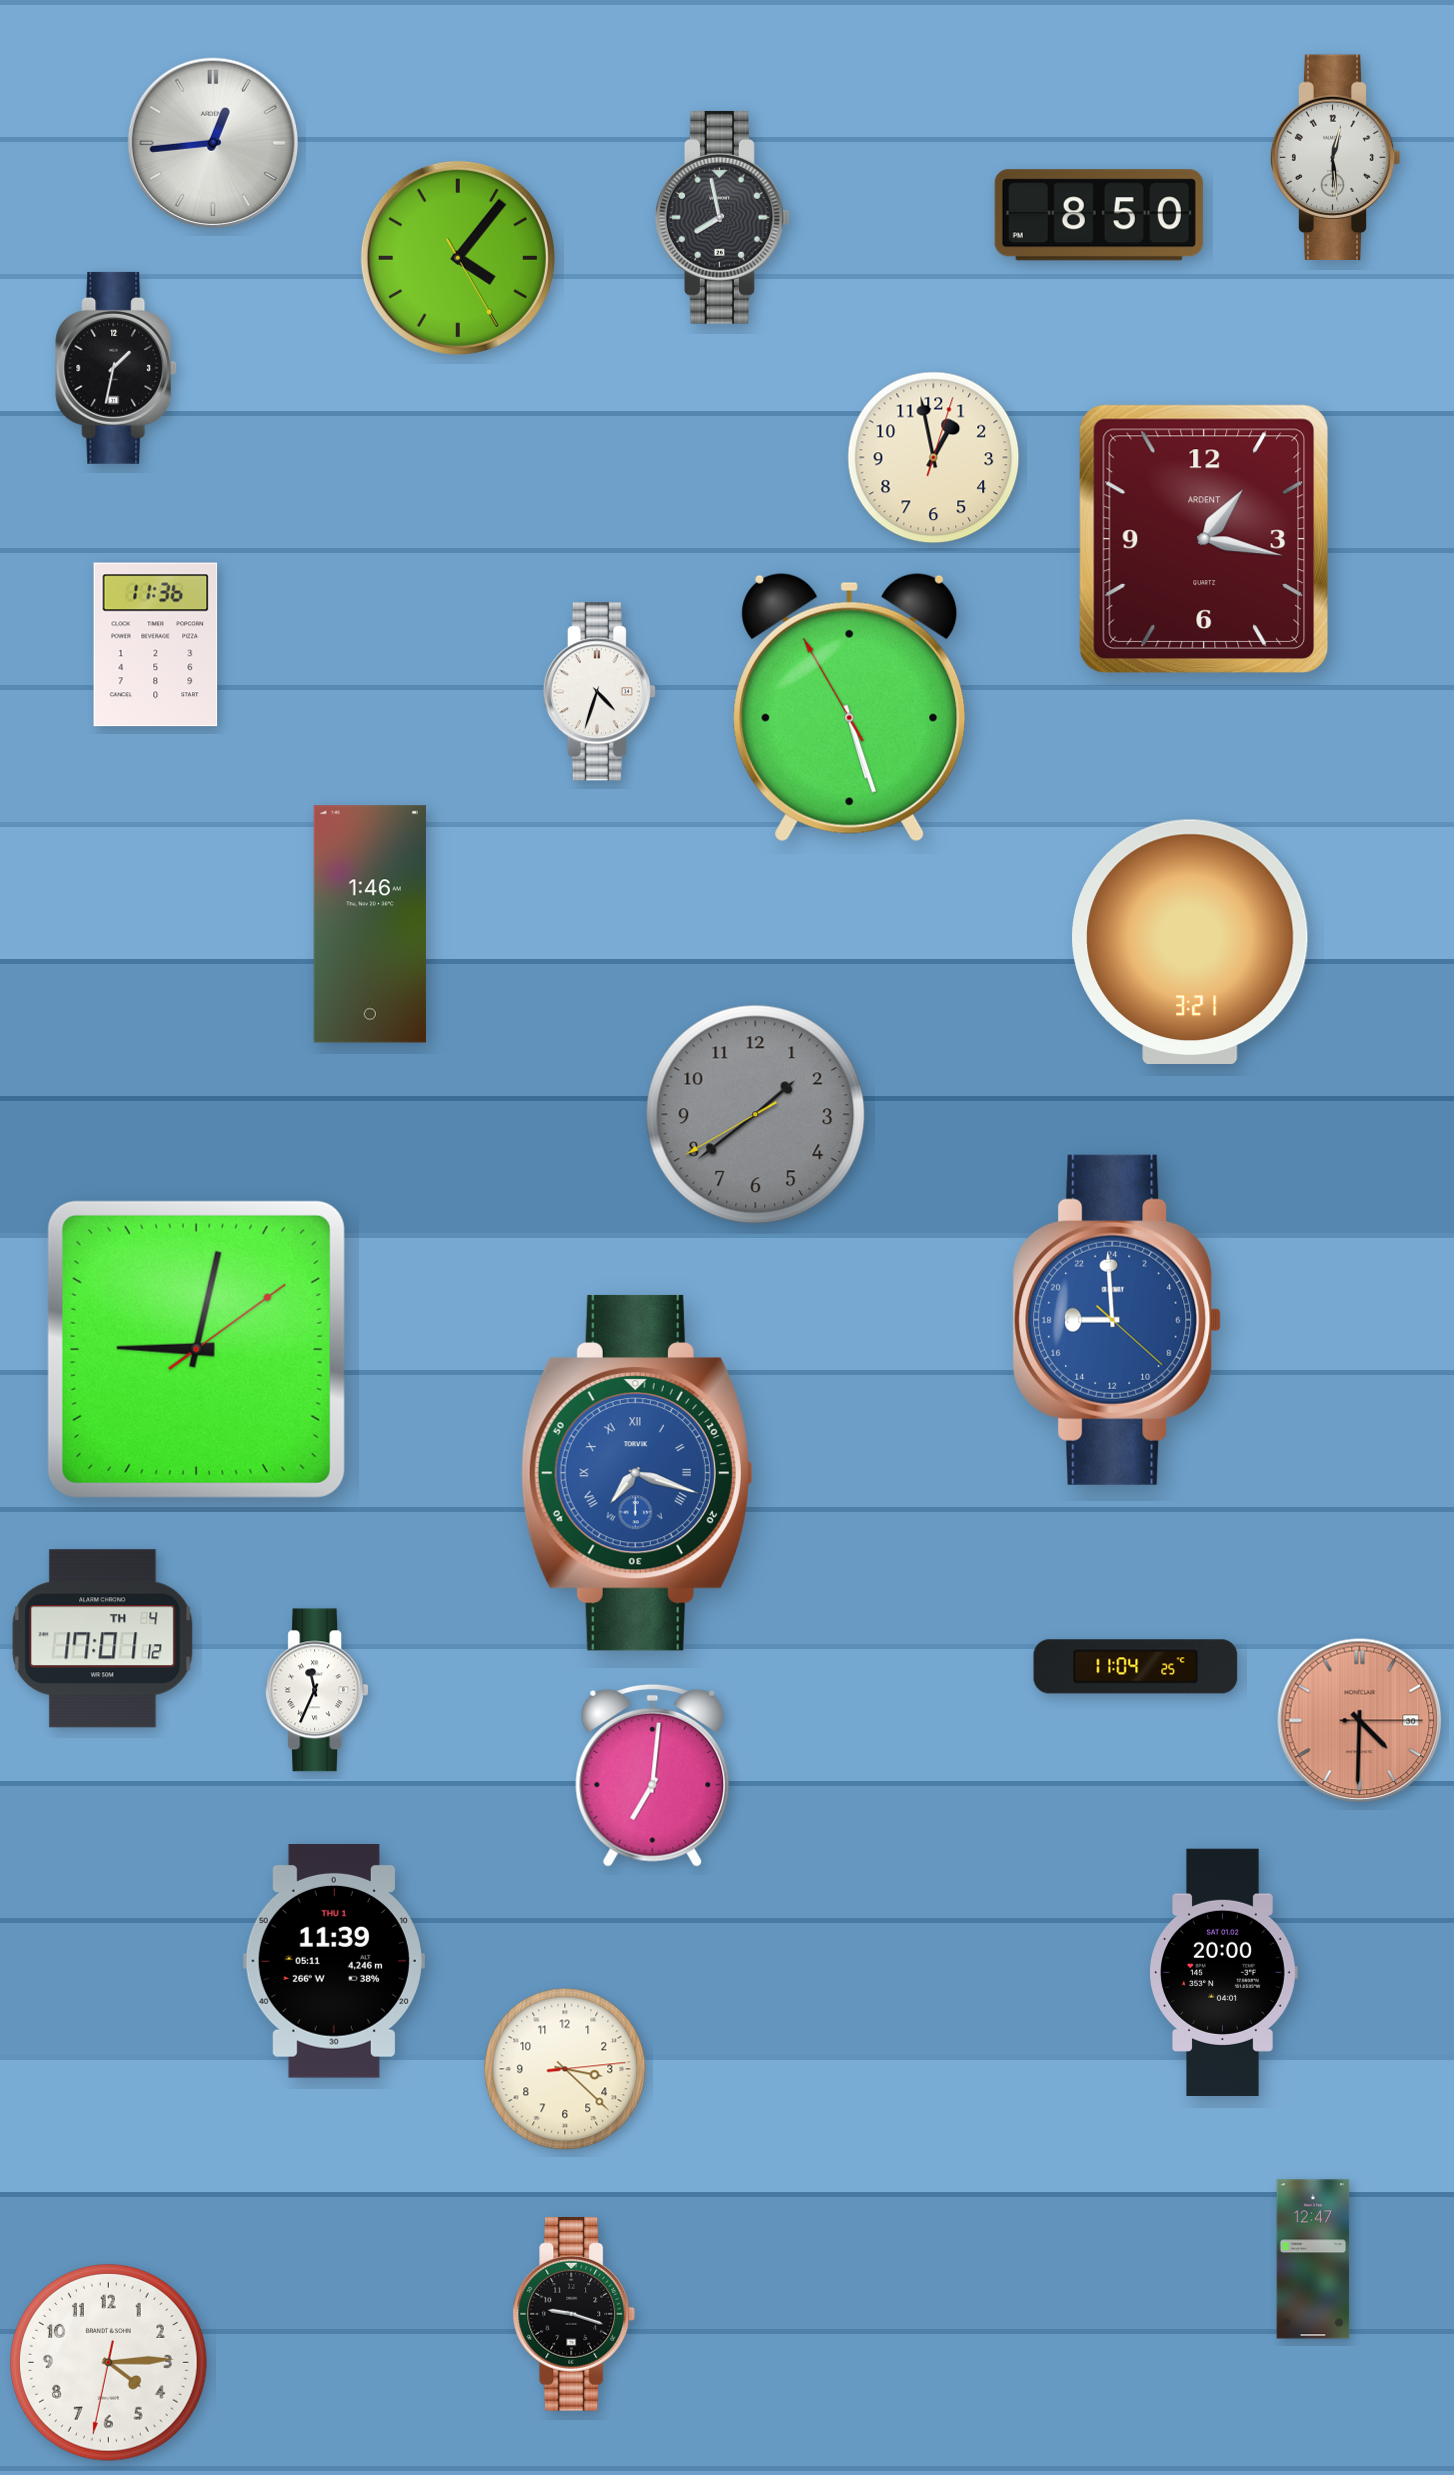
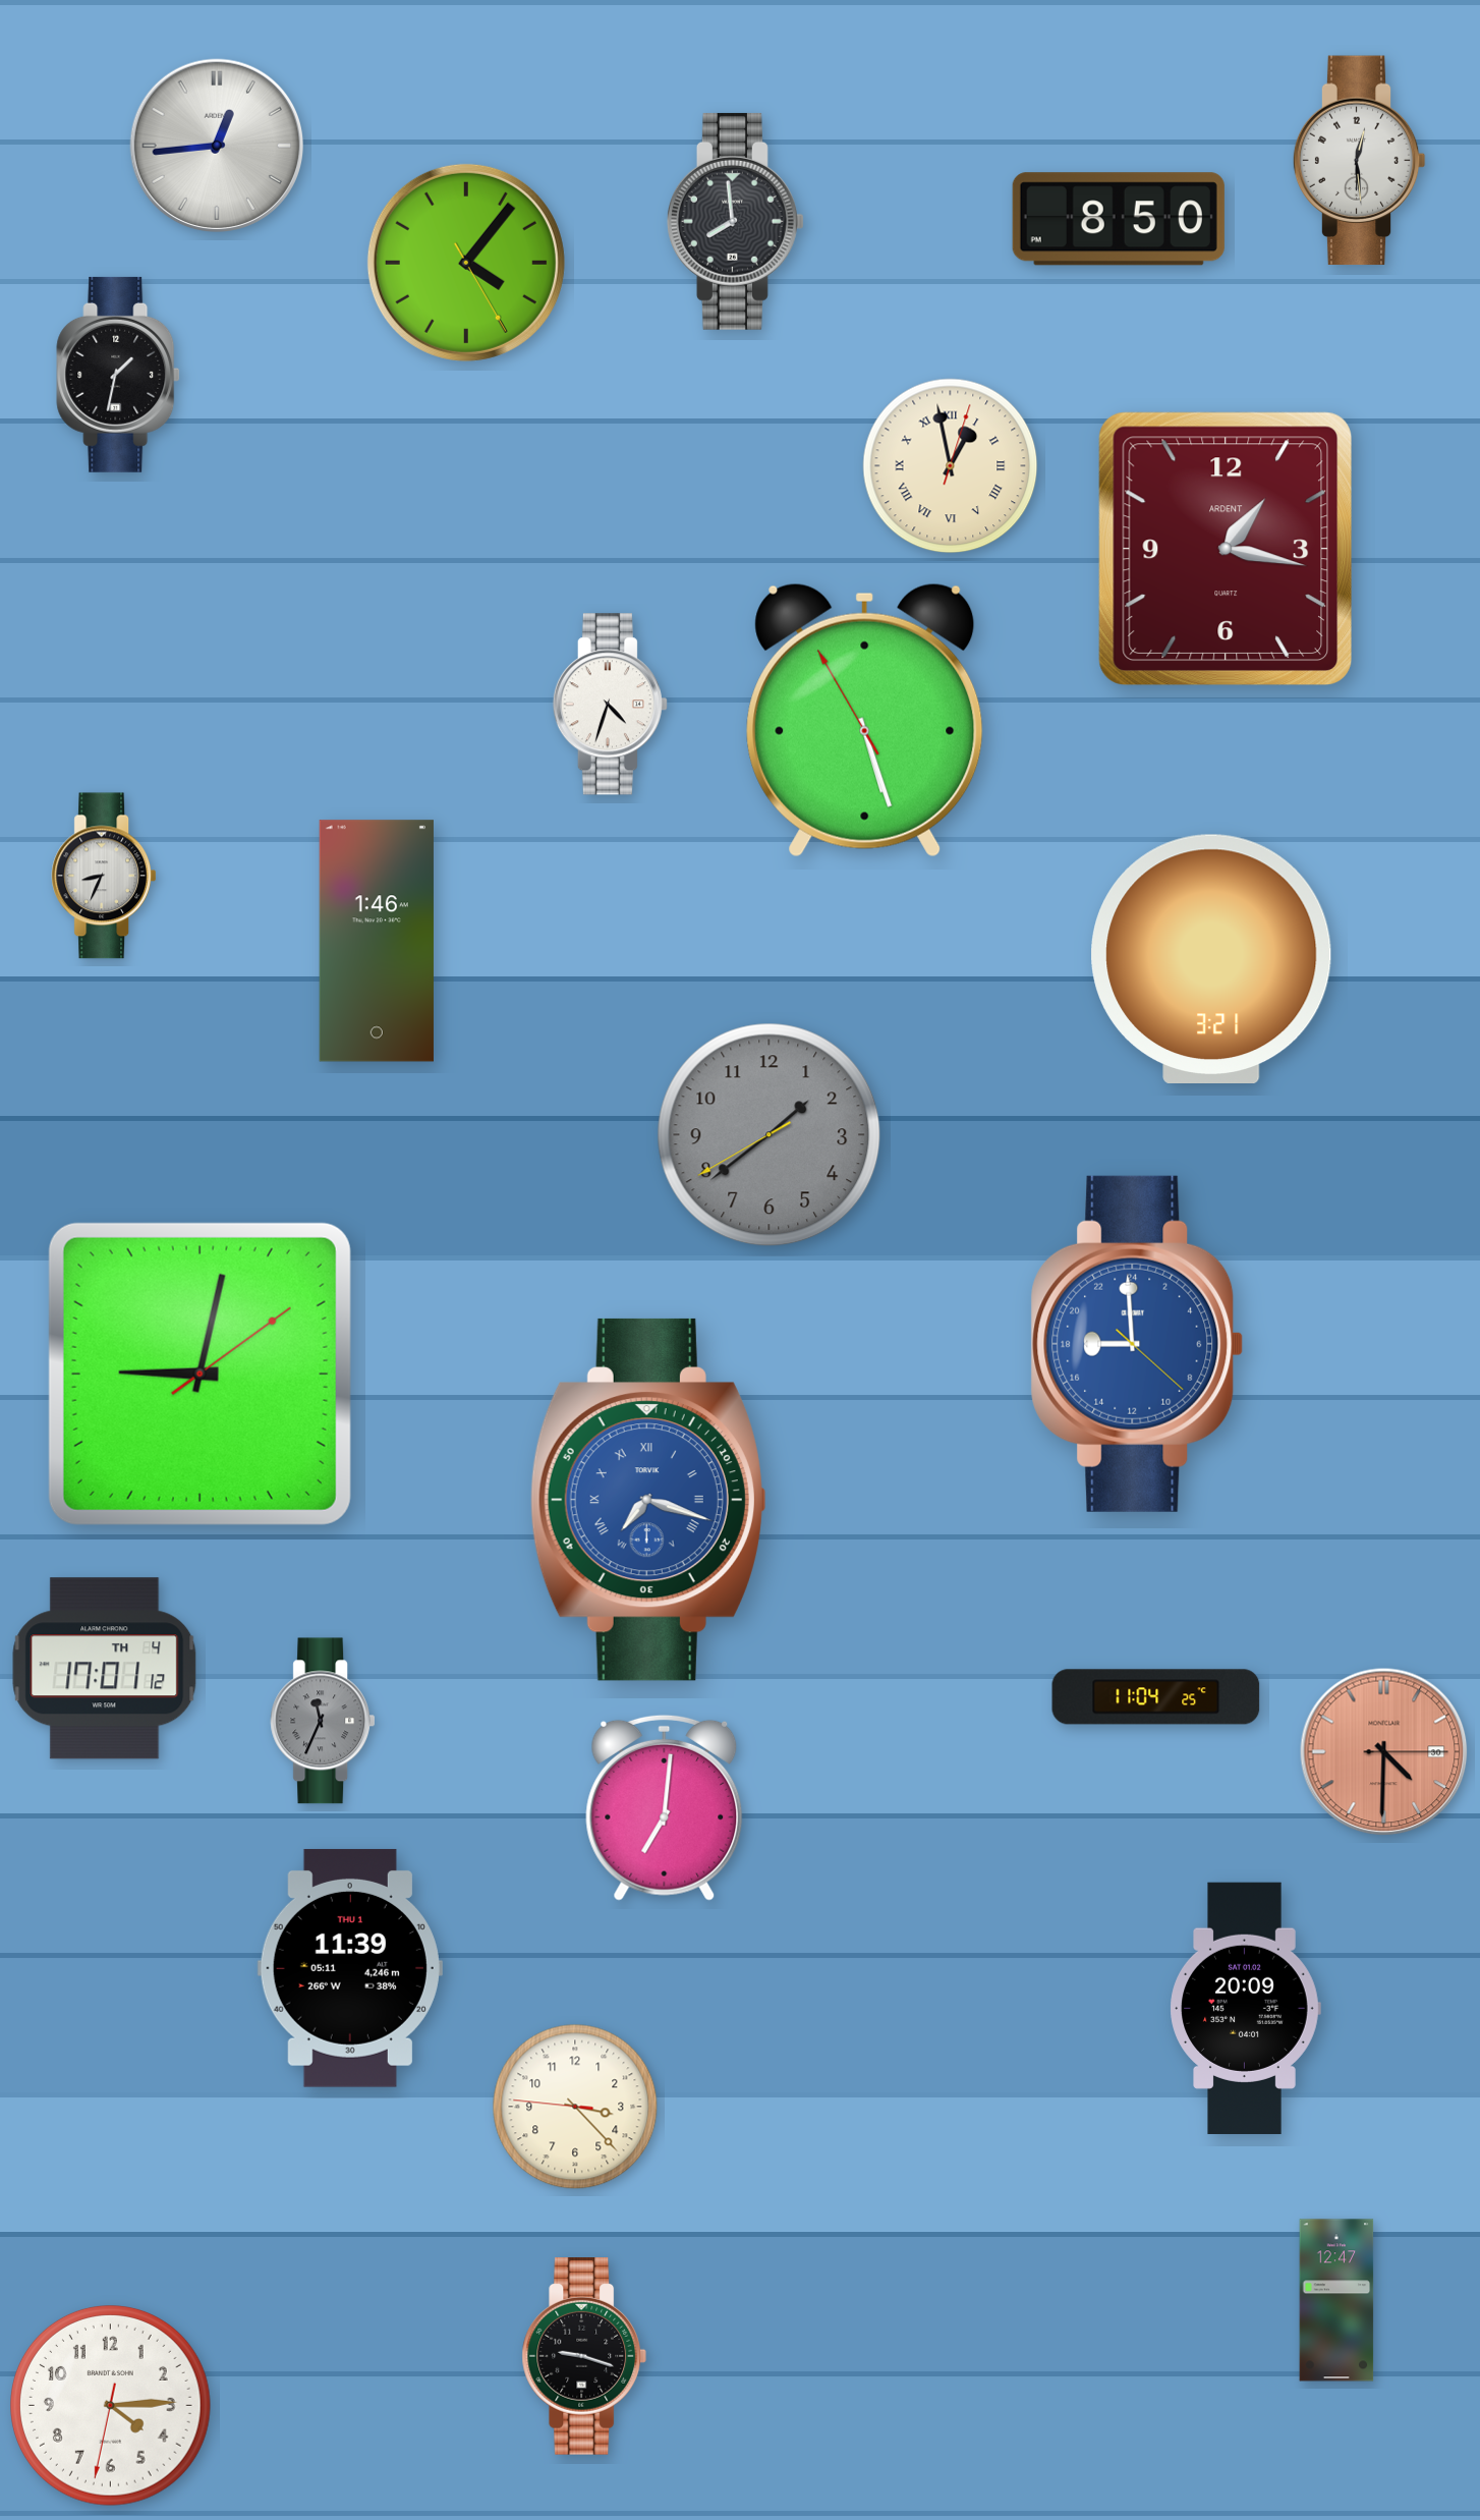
clock at (722, 217): 7:58 -> 7:59
clock at (934, 458) numerals: Arabic -> Roman
clock at (156, 645): 11:36 -> none
clock at (104, 876): none -> 8:34
clock at (317, 1690) dial: white -> grey
clock at (334, 1961) position: (334, 1961) -> (350, 1968)
clock at (1223, 1972): 20:00 -> 20:09
clock at (565, 2069): 3:22:14 -> 3:22:46
